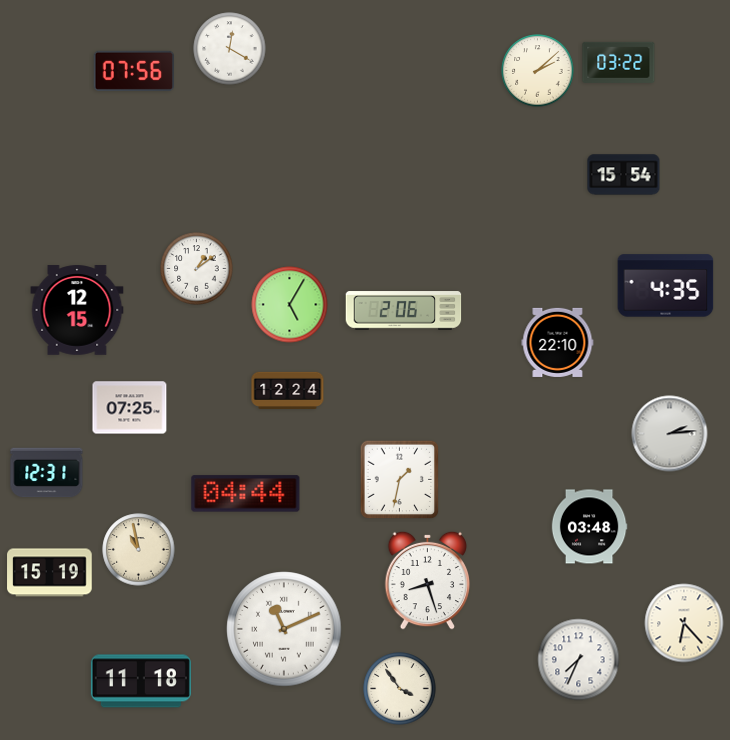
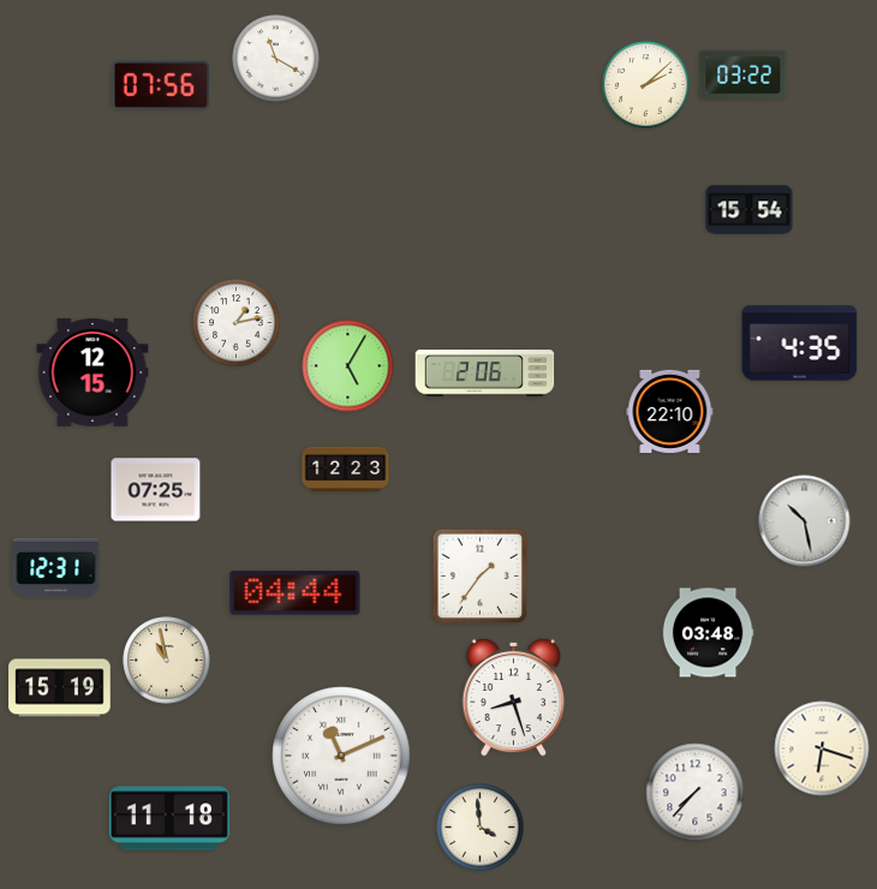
clock at (230, 49): 12:20 -> 11:20
clock at (197, 269): 1:09 -> 1:13
clock at (288, 390): 12:24 -> 12:23
clock at (670, 434): 2:14 -> 10:28
clock at (400, 480): 1:32 -> 1:36
clock at (684, 623): 6:23 -> 6:18
clock at (579, 660): 7:34 -> 7:37
clock at (400, 689): 3:54 -> 3:59
